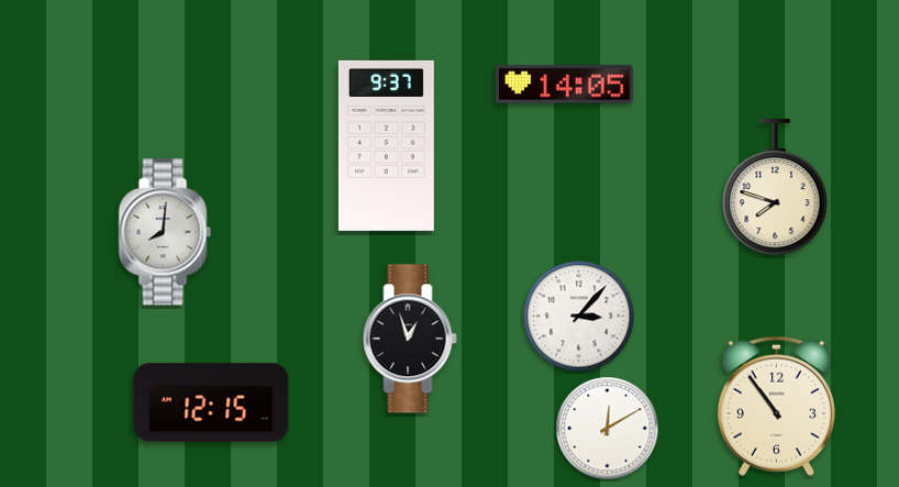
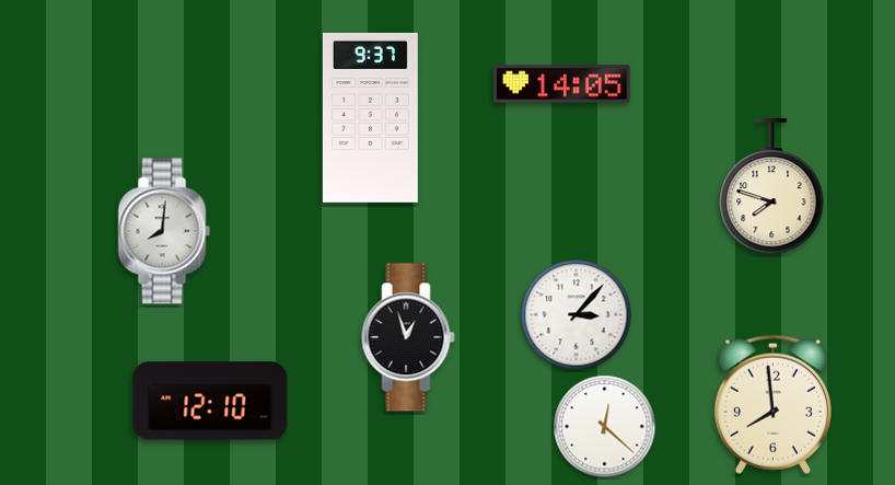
clock at (386, 145) position: (386, 145) -> (370, 117)
clock at (211, 402): 12:15 -> 12:10
clock at (776, 406): 10:54 -> 7:59
clock at (608, 429): 12:10 -> 12:22
